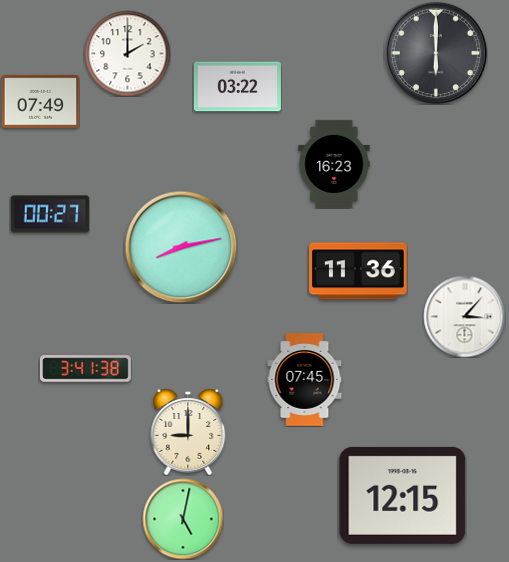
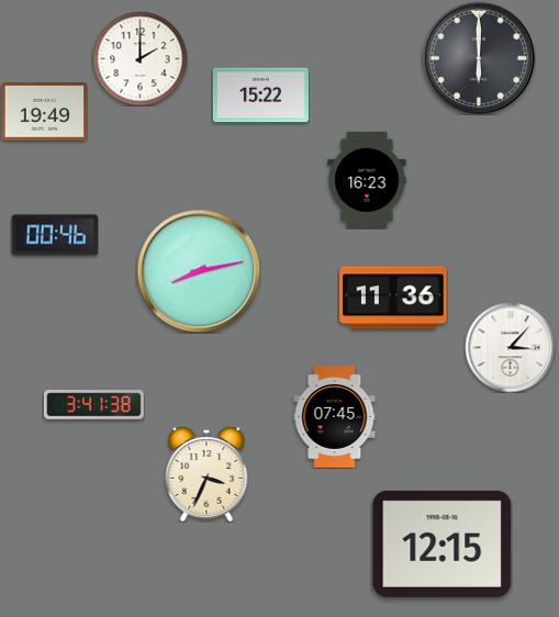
clock at (237, 87): 03:22 -> 15:22
clock at (40, 102): 07:49 -> 19:49
clock at (50, 214): 00:27 -> 00:46
clock at (188, 432): 9:00 -> 3:34
clock at (183, 519): 5:02 -> none
